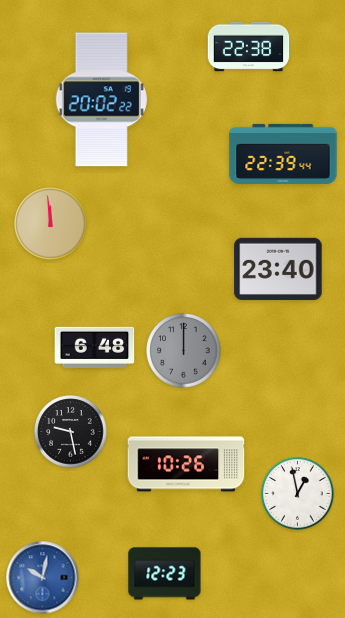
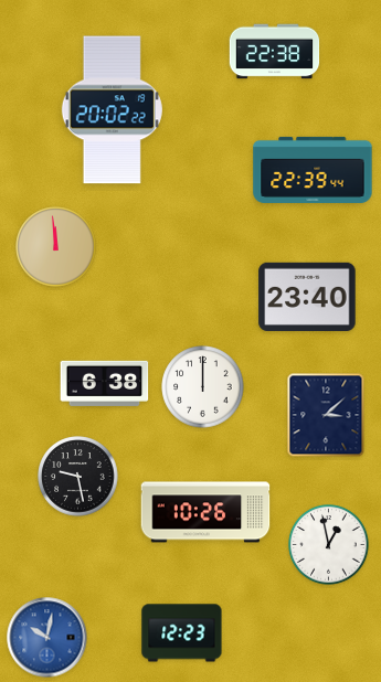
clock at (95, 347): 6:48 -> 6:38
clock at (184, 351) dial: grey -> white
clock at (326, 415): none -> 3:08
